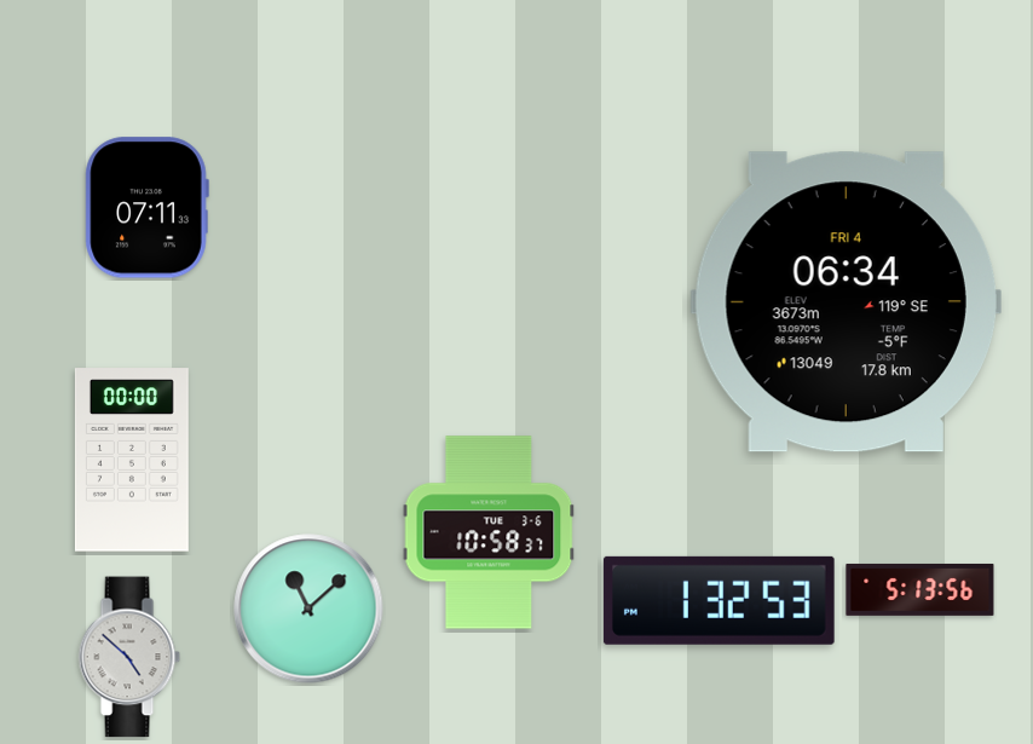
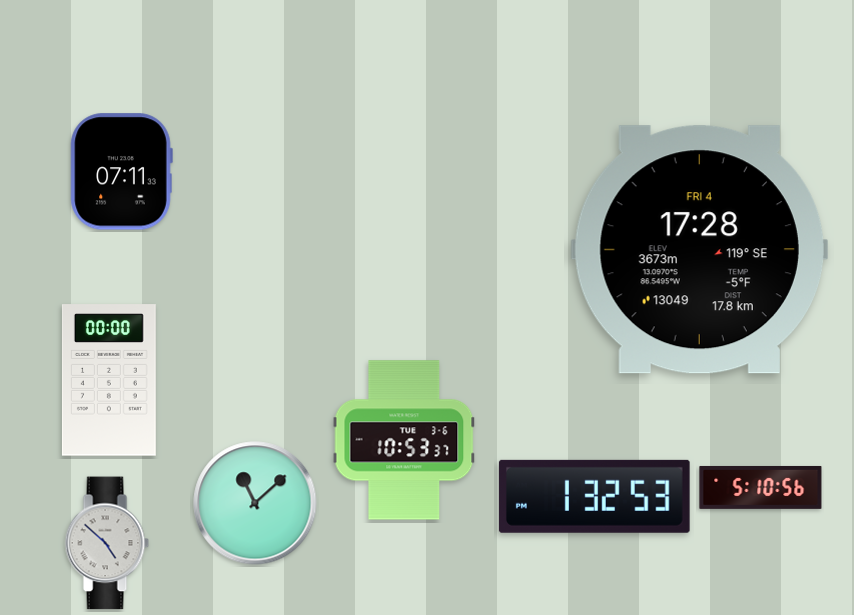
clock at (846, 302): 06:34 -> 17:28
clock at (489, 532): 10:58 -> 10:53
clock at (921, 589): 5:13 -> 5:10
